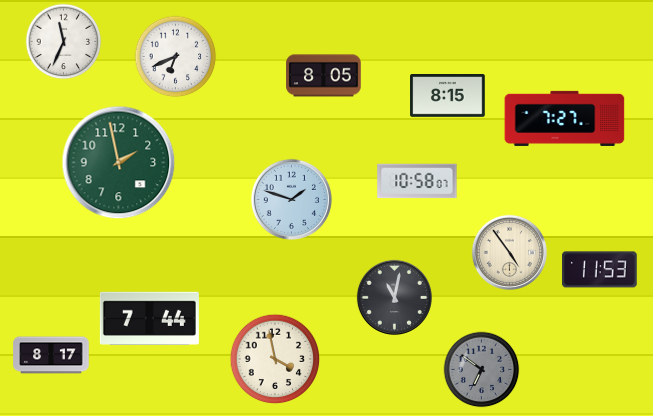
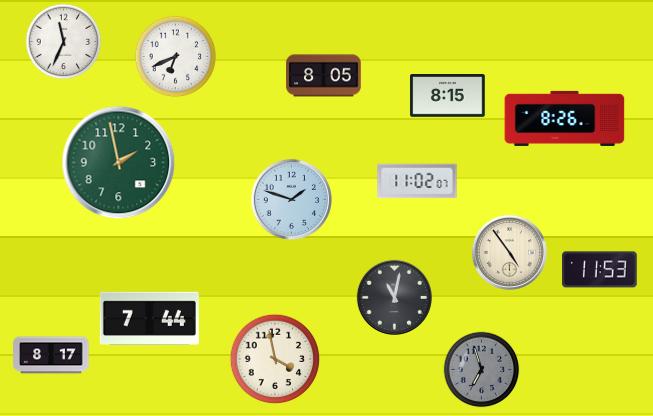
clock at (565, 118): 7:27 -> 8:26
clock at (417, 181): 10:58 -> 11:02
clock at (482, 370): 6:51 -> 6:57
